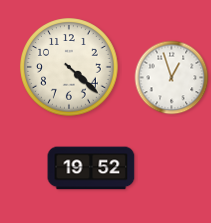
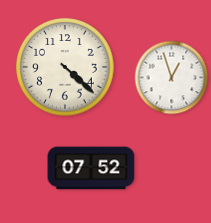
clock at (69, 67) position: (69, 67) -> (65, 67)
clock at (91, 168): 19:52 -> 07:52
